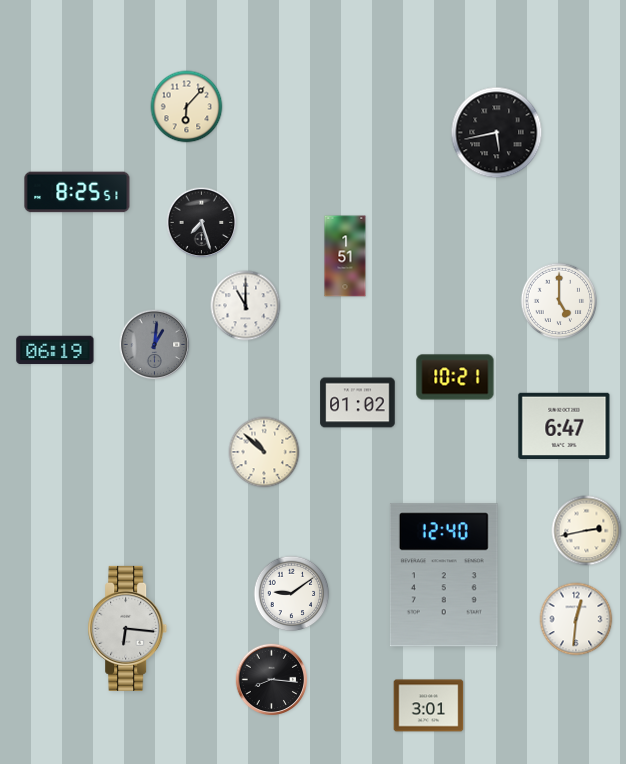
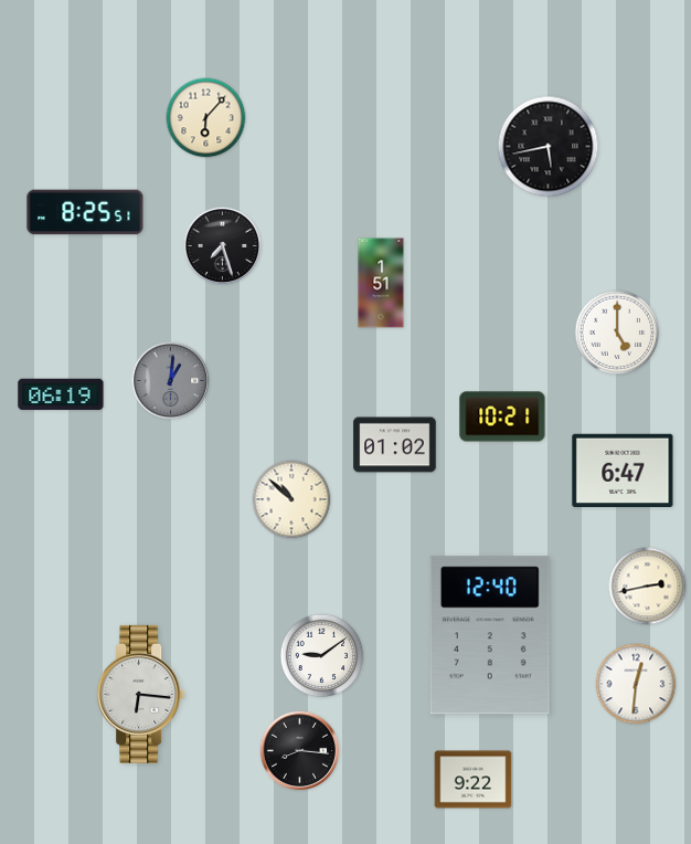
clock at (246, 306): 11:00 -> none
clock at (55, 350) position: (55, 350) -> (61, 394)
clock at (429, 706): 3:01 -> 9:22
